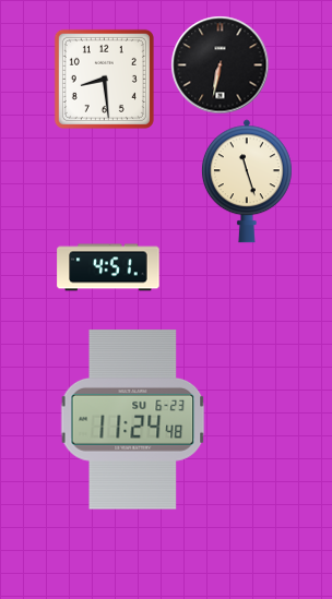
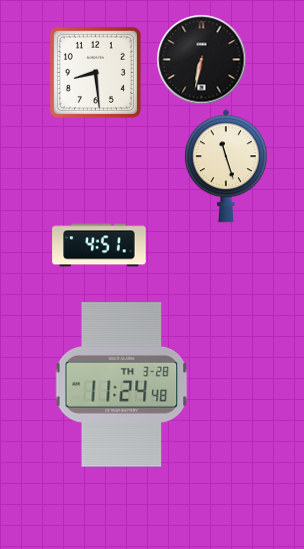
clock at (133, 420) date: SU 6-23 -> TH 3-28
